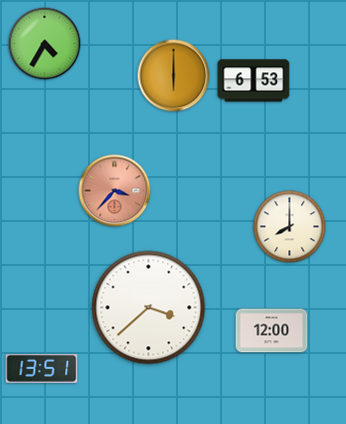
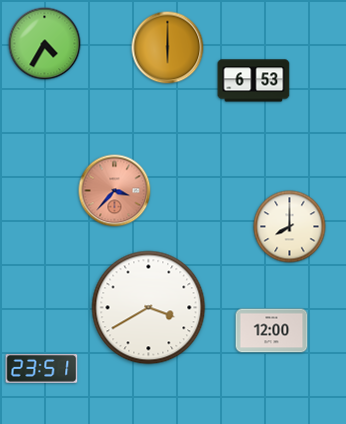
clock at (174, 76) position: (174, 76) -> (168, 48)
clock at (149, 308): 3:38 -> 3:40
clock at (42, 369): 13:51 -> 23:51
